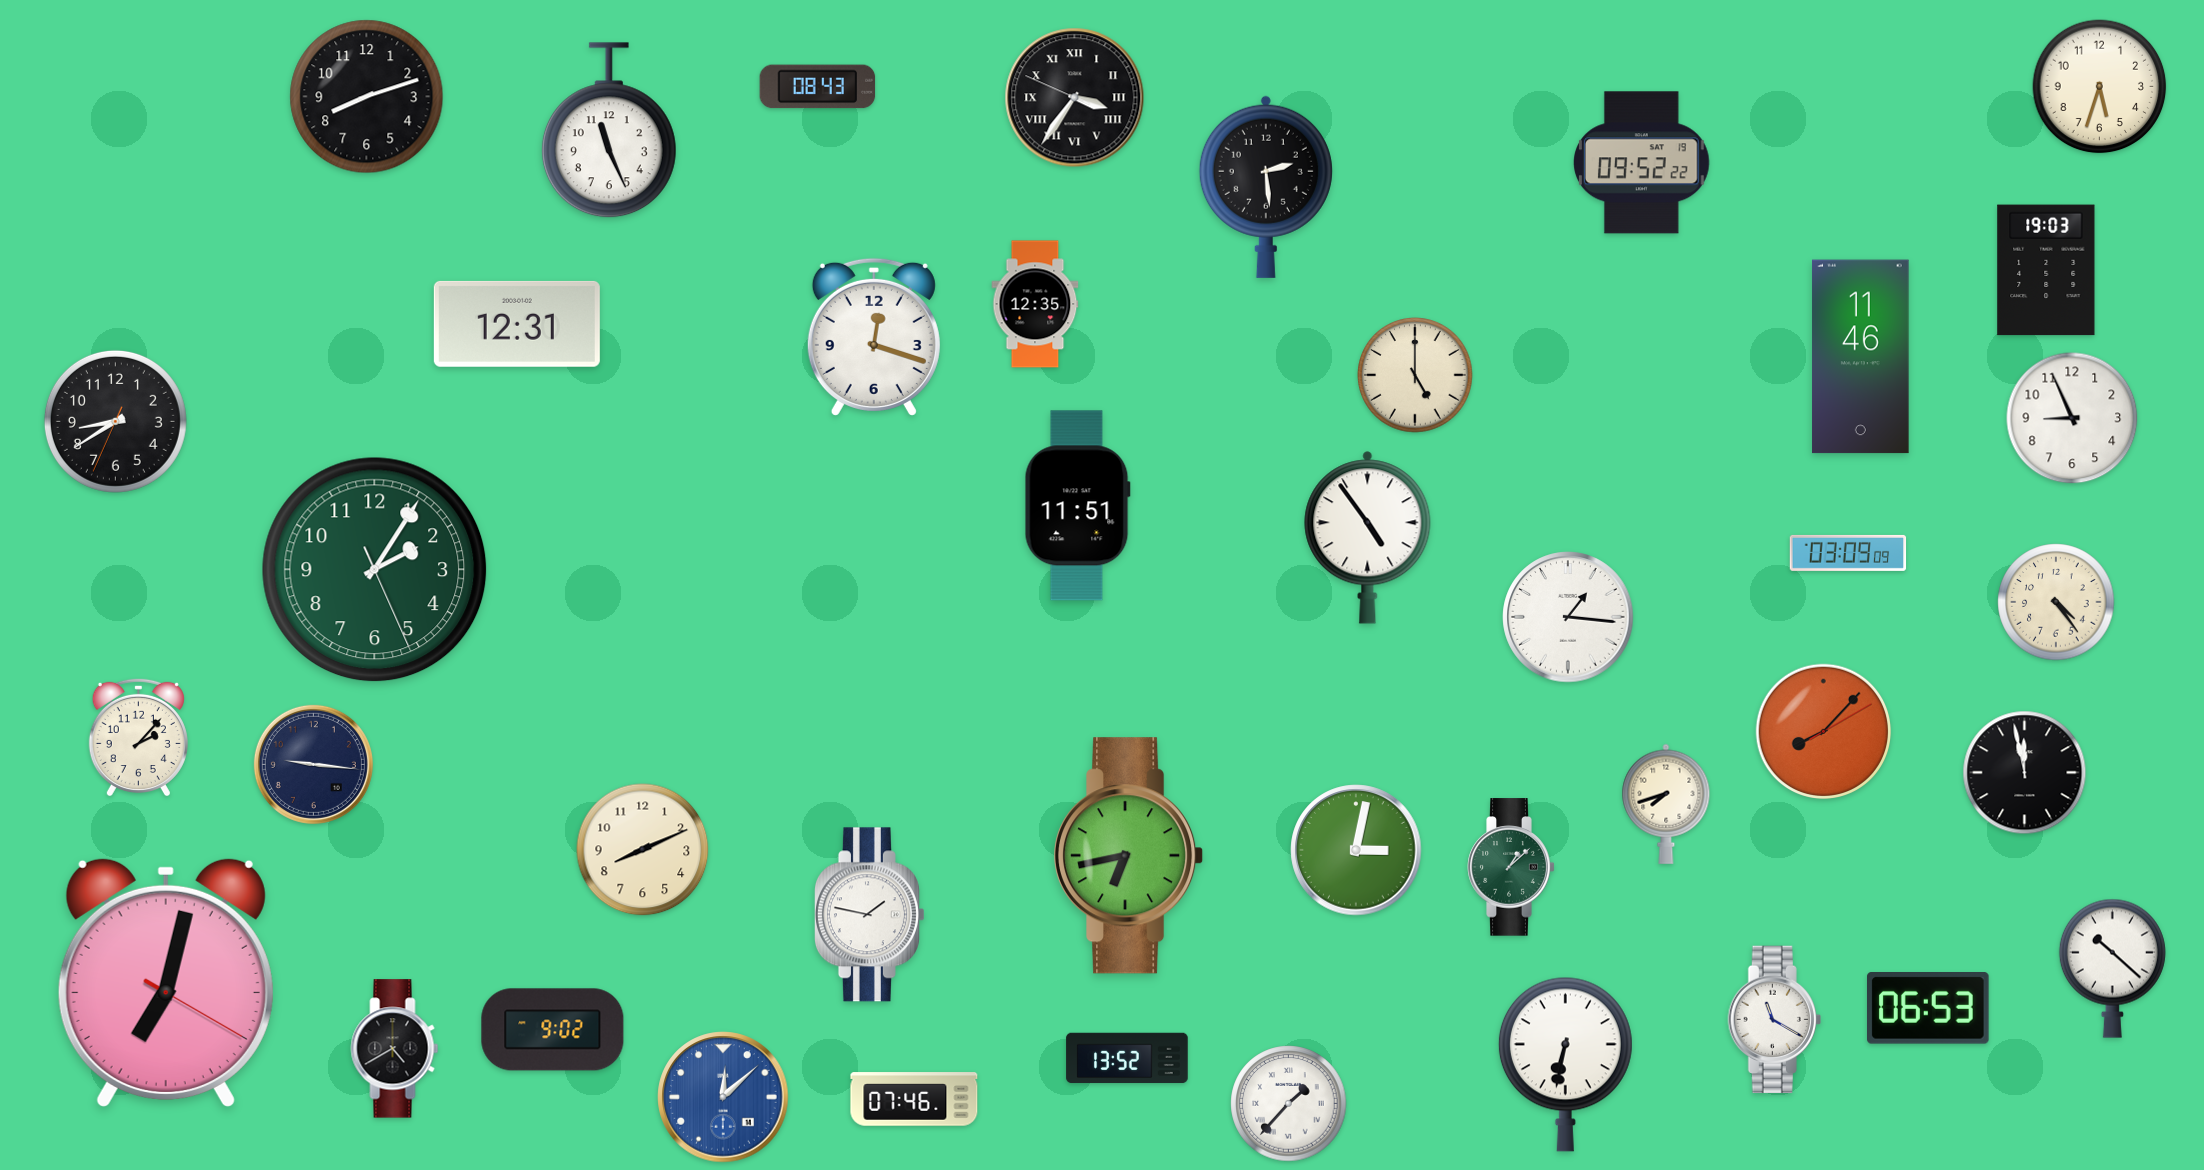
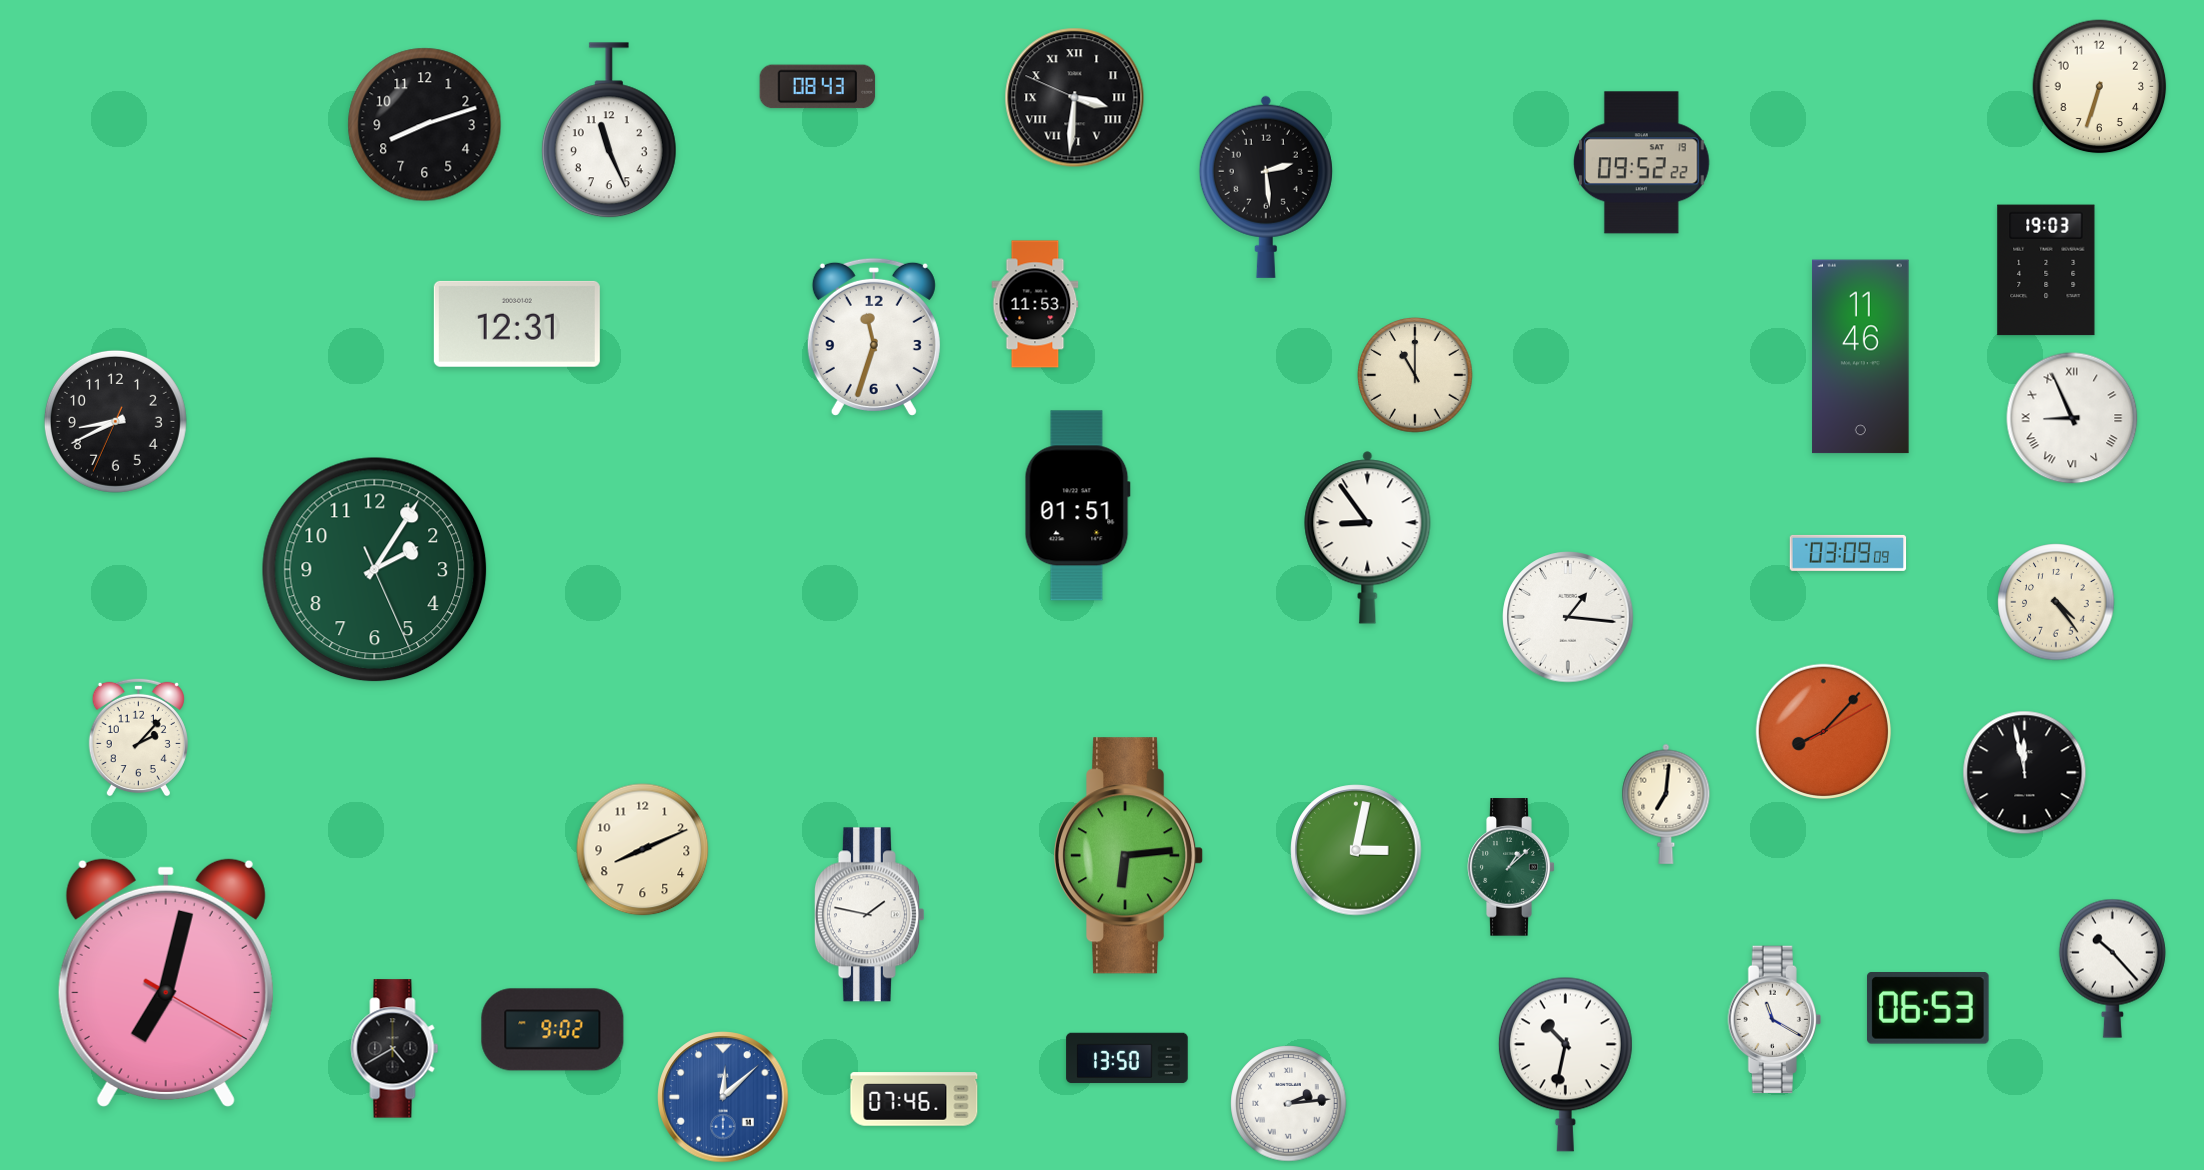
clock at (2100, 87): 5:33 -> 6:33
clock at (367, 97) position: (367, 97) -> (425, 125)
clock at (1075, 98): 3:35 -> 3:30
clock at (1035, 304): 12:35 -> 11:53
clock at (874, 337): 12:18 -> 11:33
clock at (1415, 375): 5:00 -> 11:00
clock at (2072, 418) numerals: Arabic -> Roman
clock at (115, 421): 8:39 -> 8:40
clock at (1077, 506): 11:51 -> 01:51
clock at (1368, 538): 4:54 -> 8:54
clock at (313, 764): 9:16 -> none
clock at (1666, 804): 7:42 -> 7:01
clock at (1130, 856): 6:43 -> 6:14
clock at (2112, 968): 10:22 -> 10:23
clock at (1127, 1058): 13:52 -> 13:50
clock at (1565, 1064): 6:32 -> 10:32
clock at (1289, 1104): 1:37 -> 2:14
